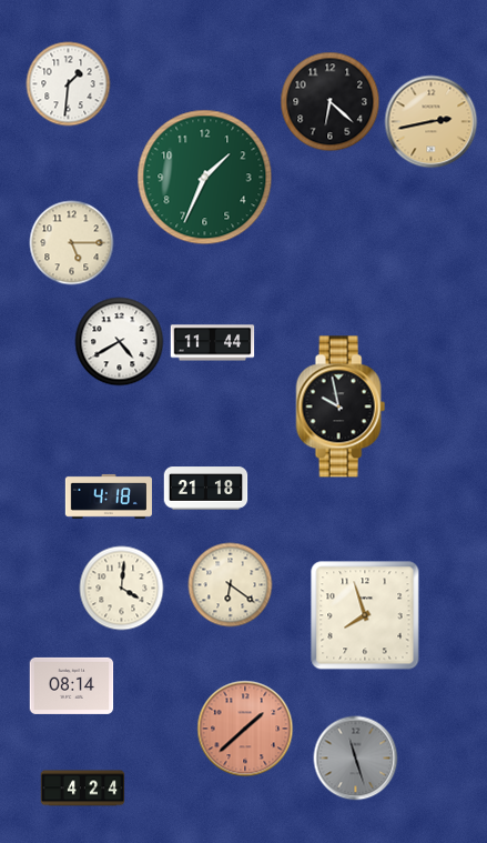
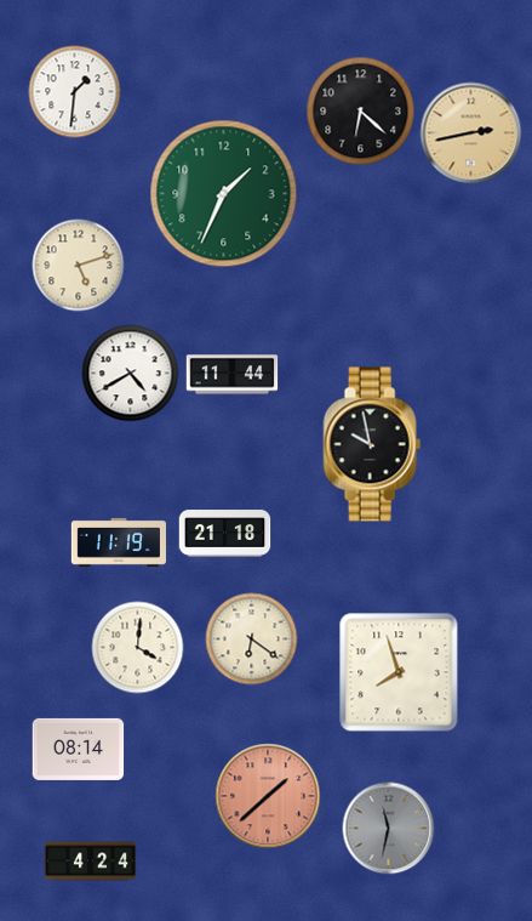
clock at (72, 243): 5:15 -> 5:12
clock at (109, 496): 4:18 -> 11:19
clock at (122, 589) position: (122, 589) -> (138, 648)
clock at (356, 759): 11:27 -> 11:32
